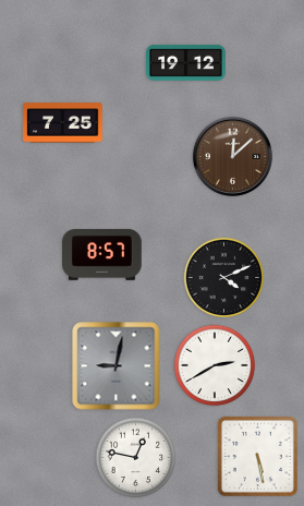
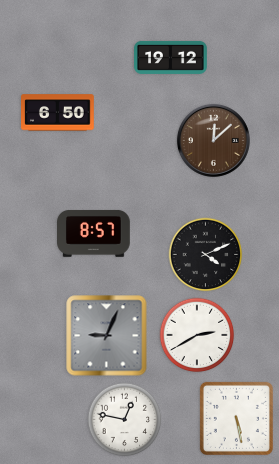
clock at (63, 123): 7:25 -> 6:50
clock at (232, 156) position: (232, 156) -> (213, 140)
clock at (117, 366): 9:02 -> 9:04
